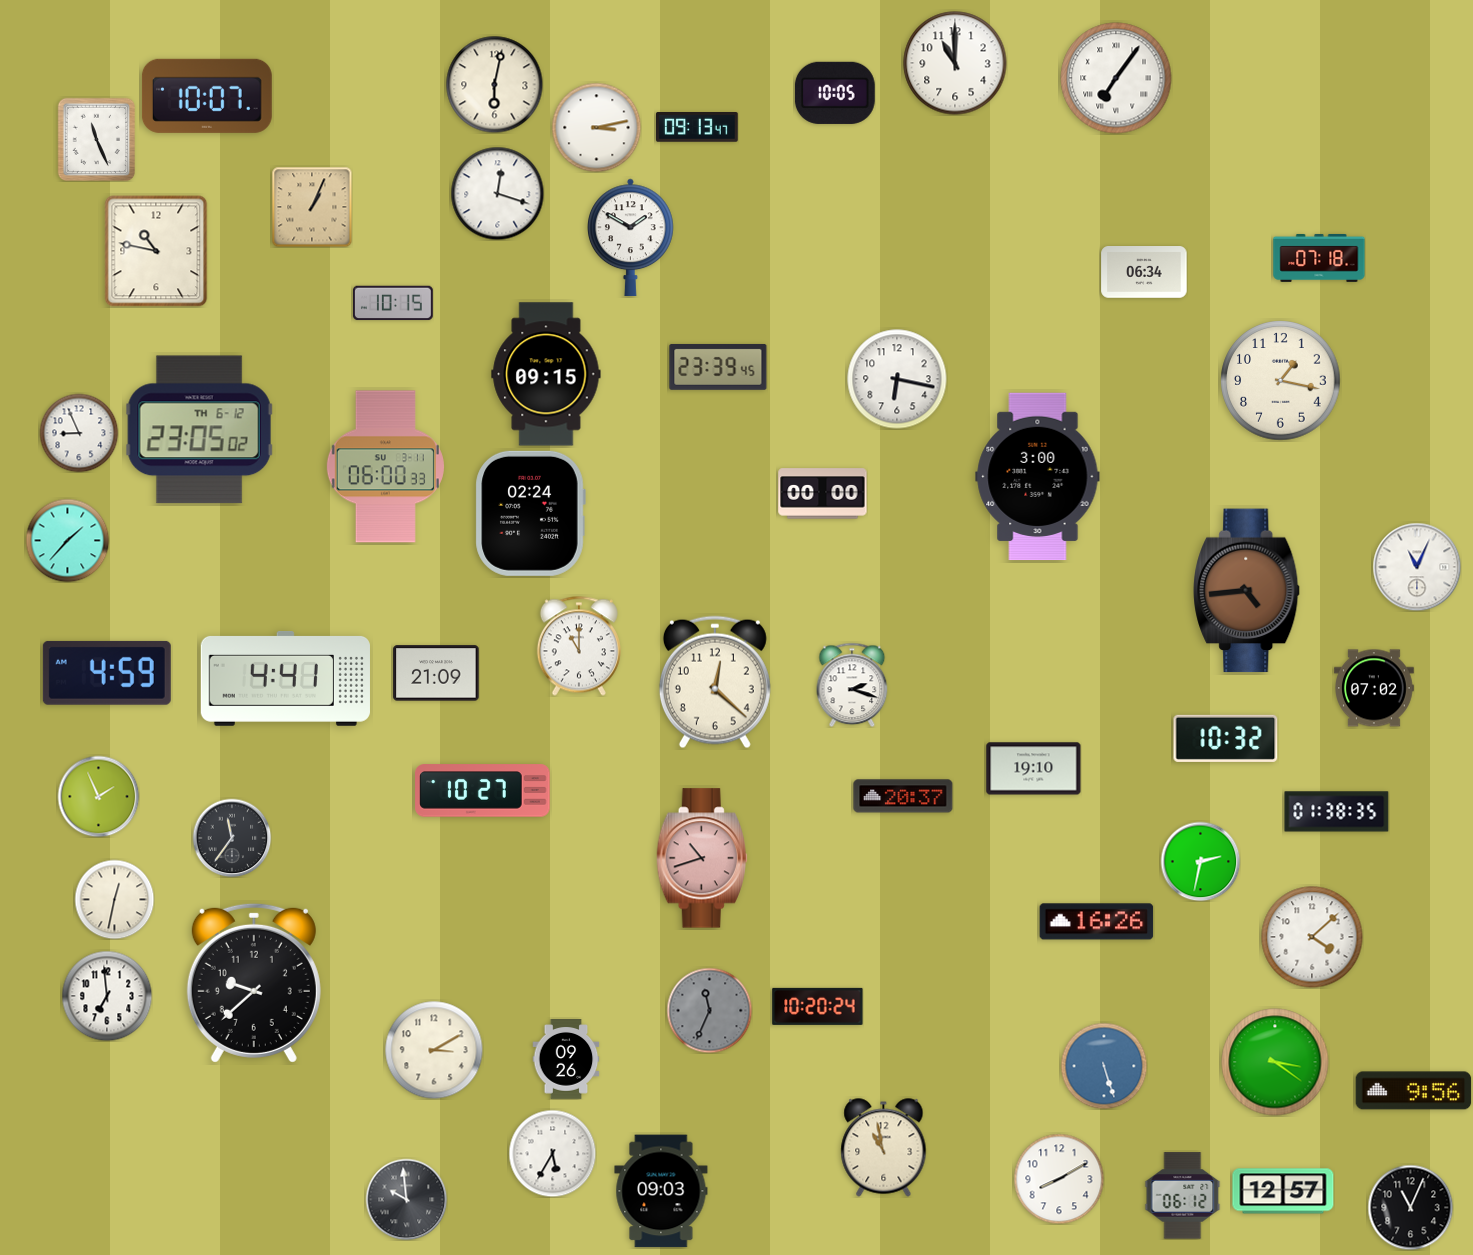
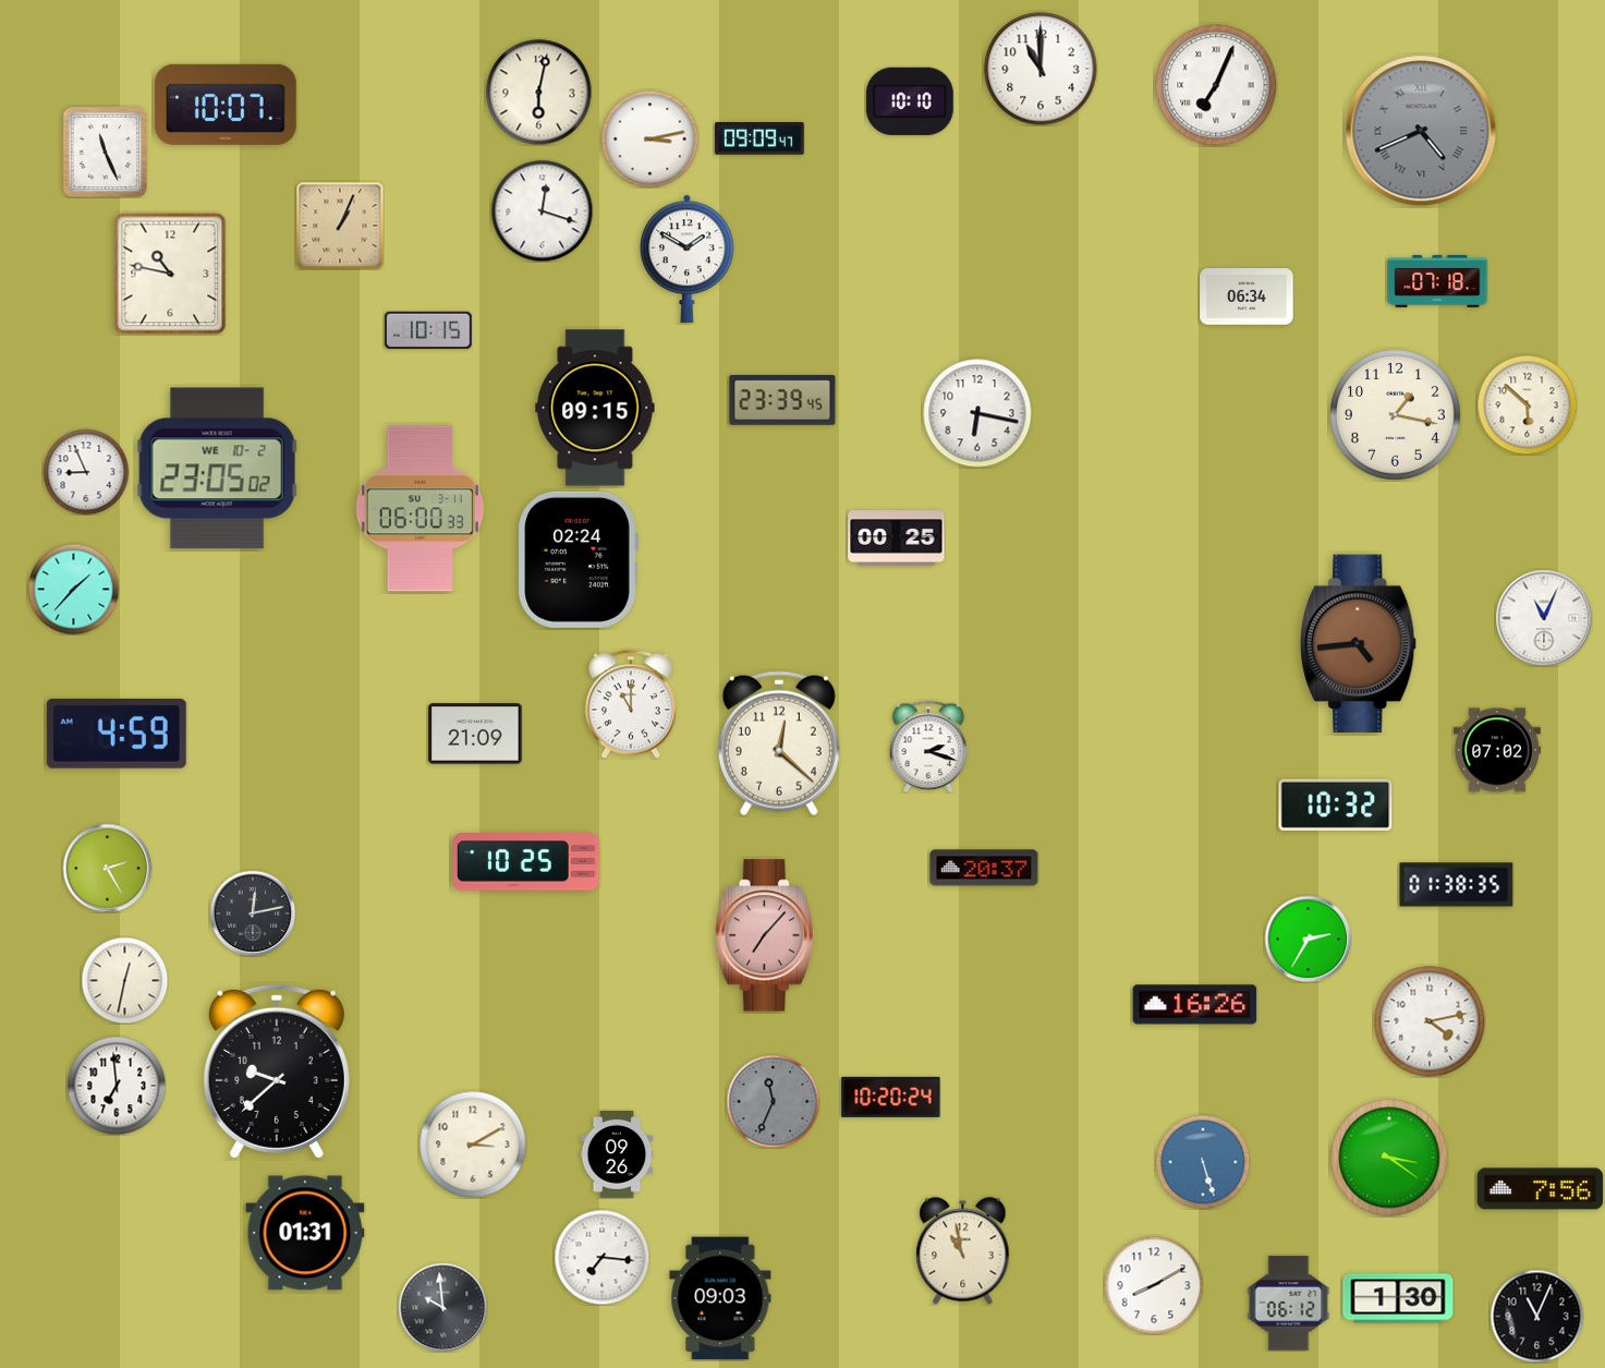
clock at (1116, 78): 7:06 -> 7:04
clock at (835, 93): 10:05 -> 10:10
clock at (1421, 131): none -> 4:41
clock at (698, 127): 09:13 -> 09:09
clock at (1527, 404): none -> 5:52
clock at (199, 430) date: TH 6-12 -> WE 10-2
clock at (1038, 477): 3:00 -> none
clock at (823, 494): 00:00 -> 00:25
clock at (285, 678): 4:41 -> none
clock at (1034, 769): 19:10 -> none
clock at (483, 791): 10:27 -> 10:25
clock at (98, 796): 1:56 -> 2:25
clock at (232, 838): 11:36 -> 12:13
clock at (702, 858): 10:42 -> 7:07
clock at (1200, 861): 2:32 -> 2:35
clock at (1312, 937): 4:08 -> 4:13
clock at (1414, 1091): 9:56 -> 7:56
clock at (305, 1233): none -> 01:31
clock at (552, 1153): 5:35 -> 7:16
clock at (1283, 1191): 12:57 -> 1:30
